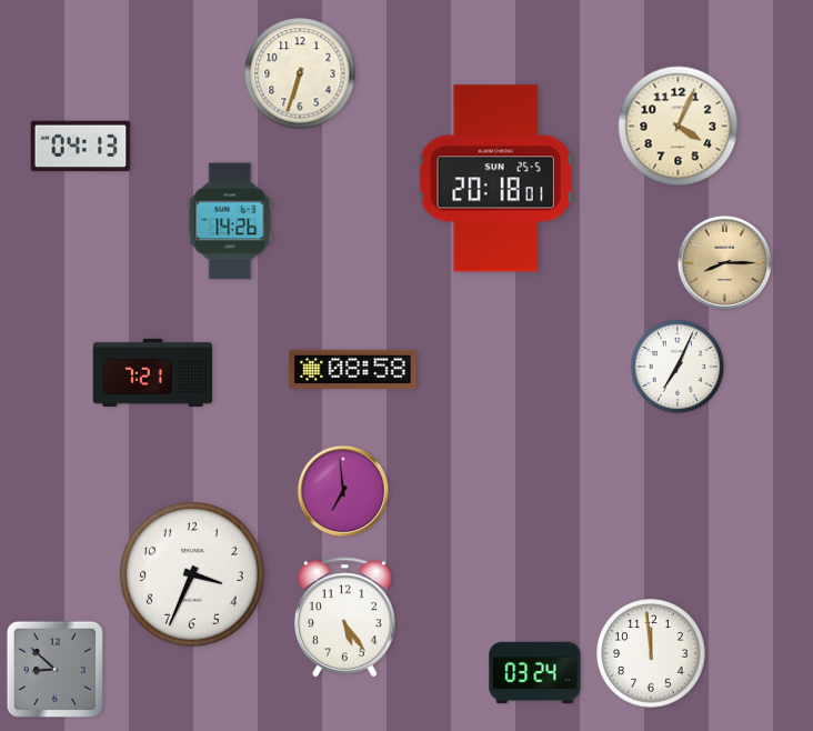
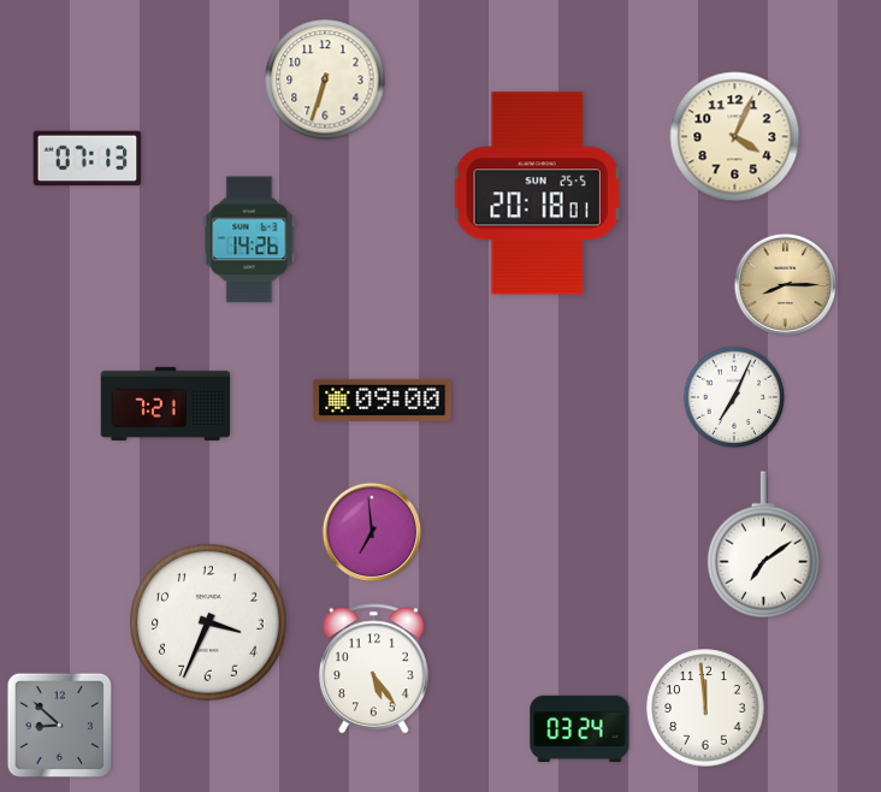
clock at (81, 147): 04:13 -> 07:13
clock at (353, 369): 08:58 -> 09:00
clock at (763, 545): none -> 7:09
